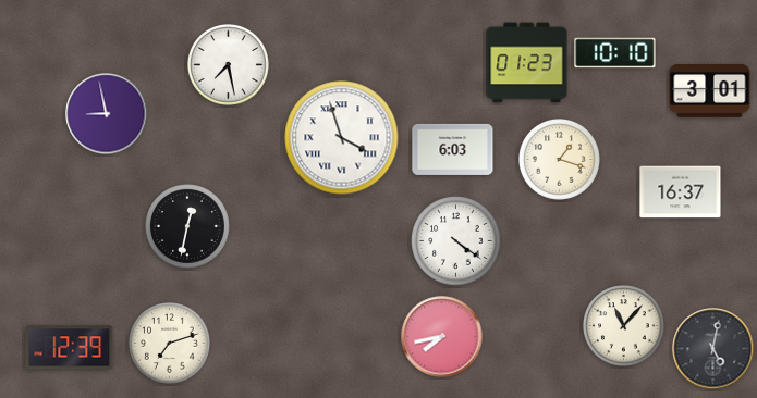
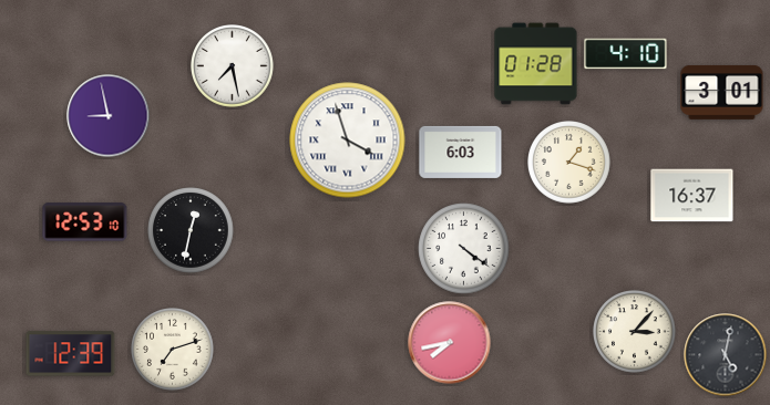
clock at (615, 53): 10:10 -> 4:10
clock at (527, 63): 01:23 -> 01:28
clock at (85, 222): none -> 12:53
clock at (456, 241) position: (456, 241) -> (464, 249)
clock at (624, 326): 11:07 -> 3:07
